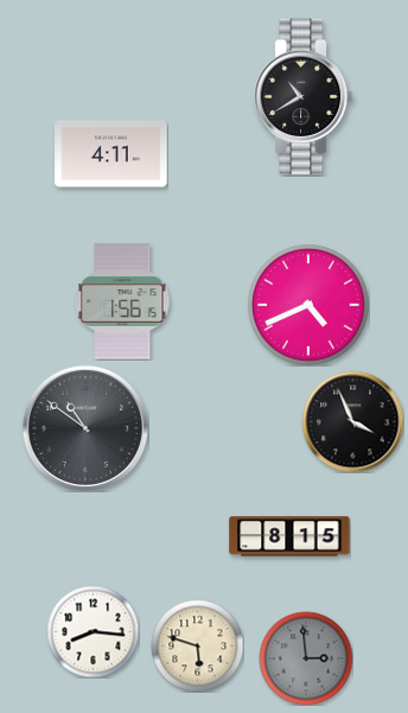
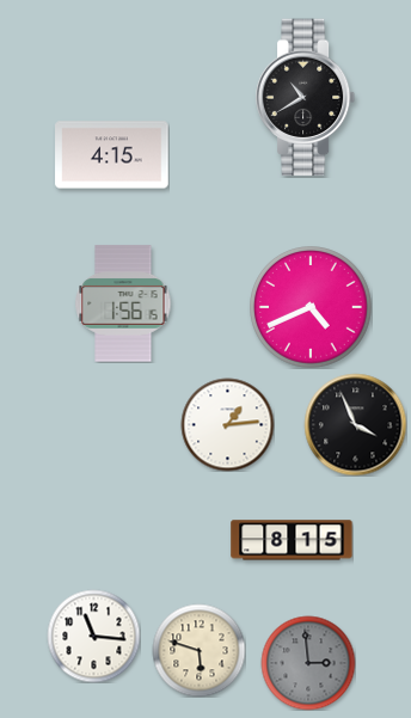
clock at (111, 154): 4:11 -> 4:15
clock at (227, 424): none -> 1:14
clock at (84, 427): 10:51 -> none
clock at (93, 631): 8:16 -> 11:16
